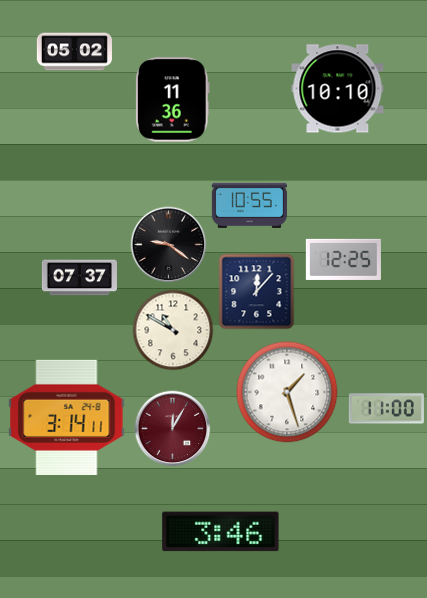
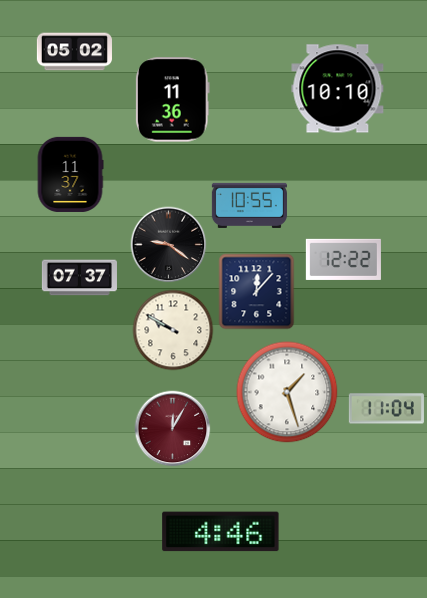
clock at (70, 174): none -> 11:37
clock at (343, 259): 12:25 -> 12:22
clock at (173, 330): 10:50 -> 9:50
clock at (386, 409): 11:00 -> 11:04
clock at (67, 417): 3:14 -> none
clock at (221, 532): 3:46 -> 4:46
